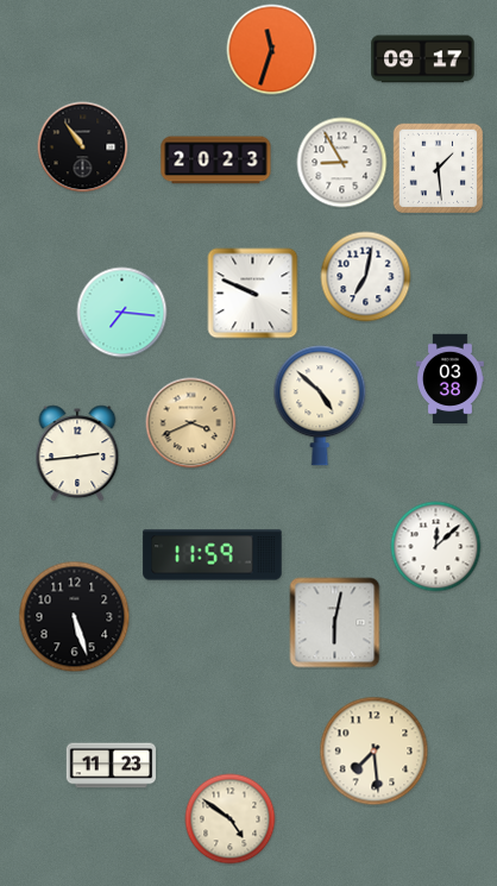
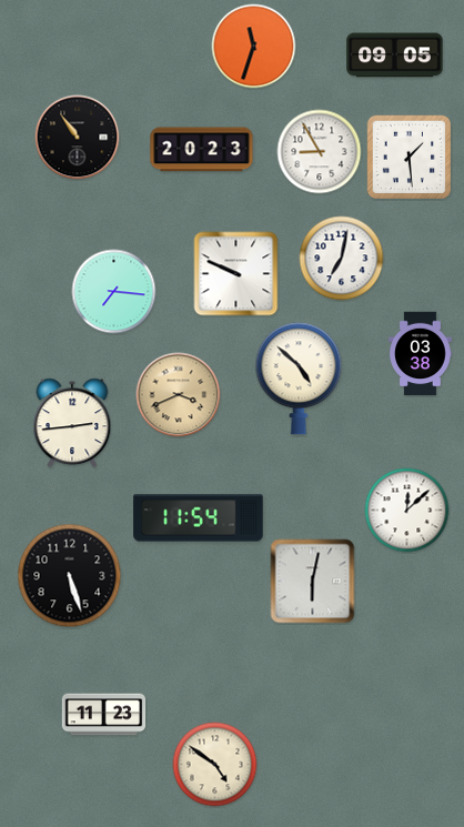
clock at (423, 59): 09:17 -> 09:05
clock at (213, 555): 11:59 -> 11:54
clock at (375, 752): 7:29 -> none
